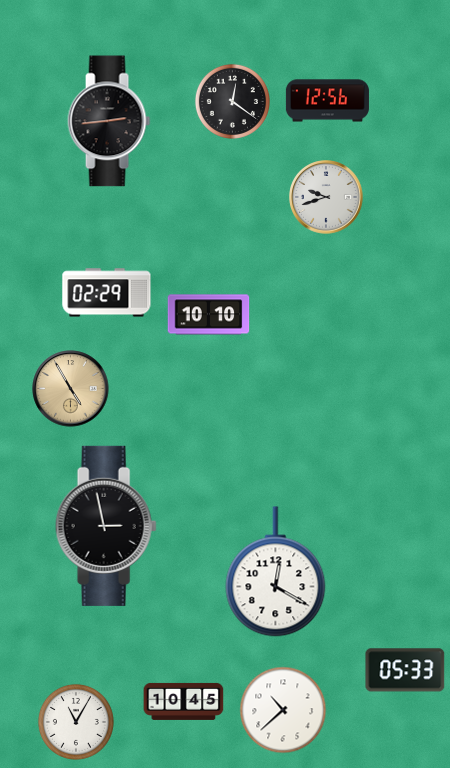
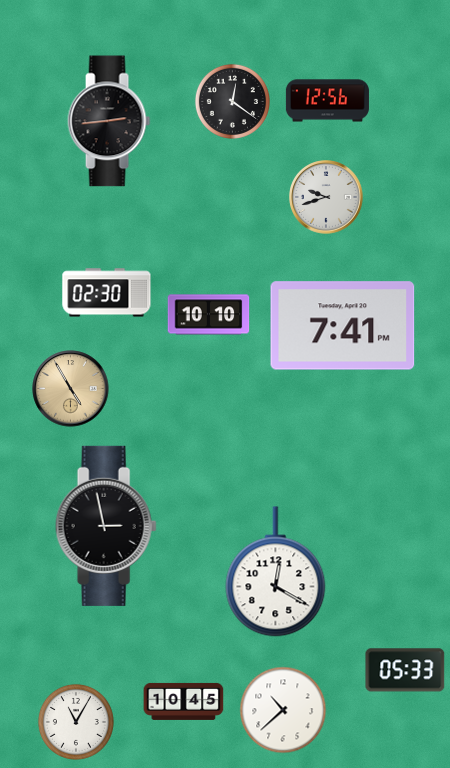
clock at (107, 293): 02:29 -> 02:30
clock at (343, 326): none -> 7:41
